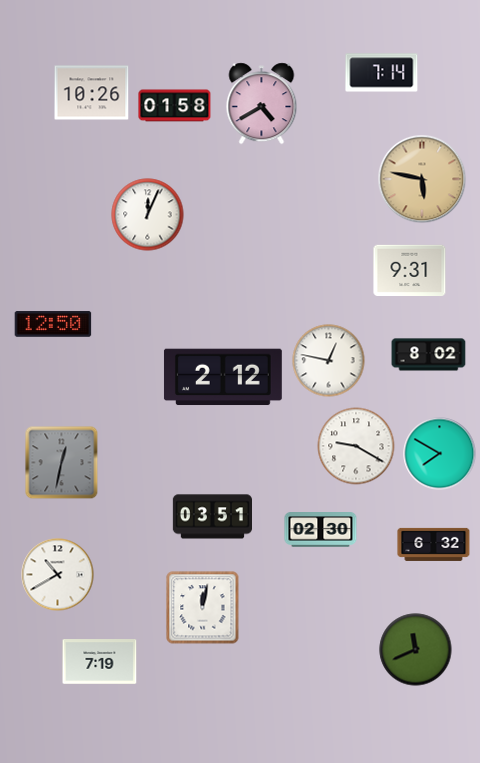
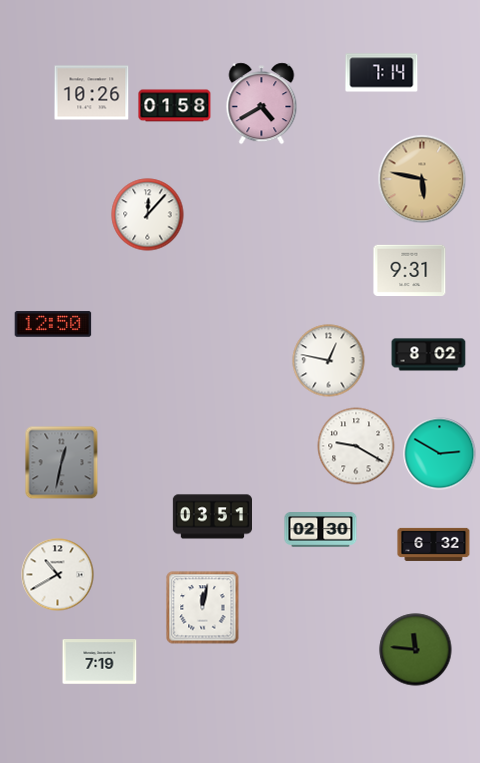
clock at (148, 215): 12:04 -> 12:07
clock at (223, 377): 2:12 -> none
clock at (440, 454): 7:50 -> 2:50
clock at (416, 650): 11:41 -> 11:46
